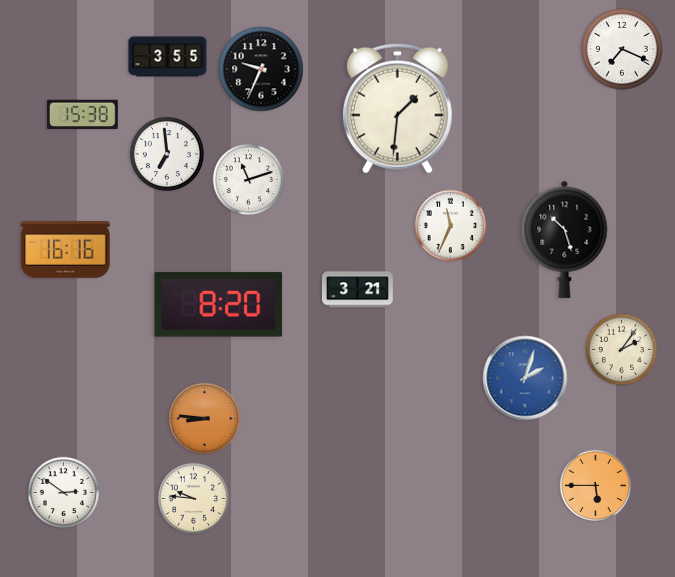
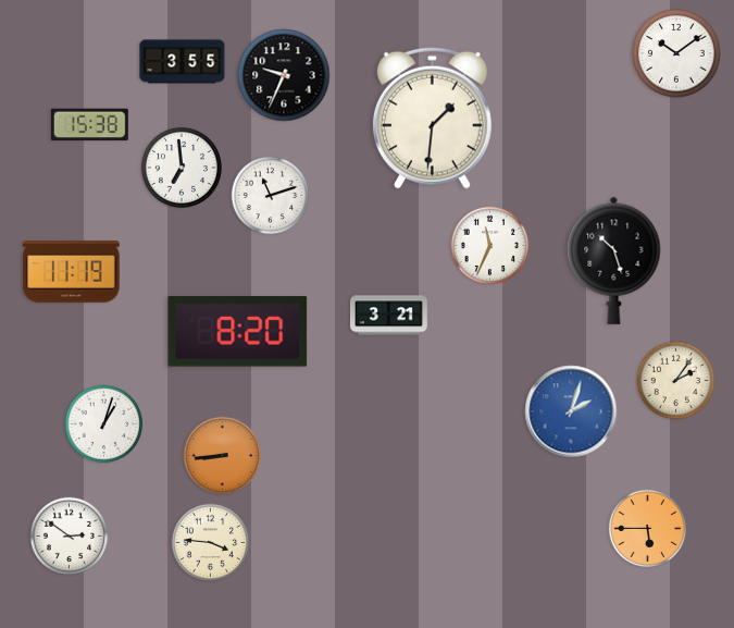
clock at (622, 49): 7:19 -> 10:09
clock at (66, 250): 16:16 -> 11:19
clock at (104, 424): none -> 1:03
clock at (205, 419): 8:46 -> 8:44
clock at (194, 499): 9:46 -> 3:46
